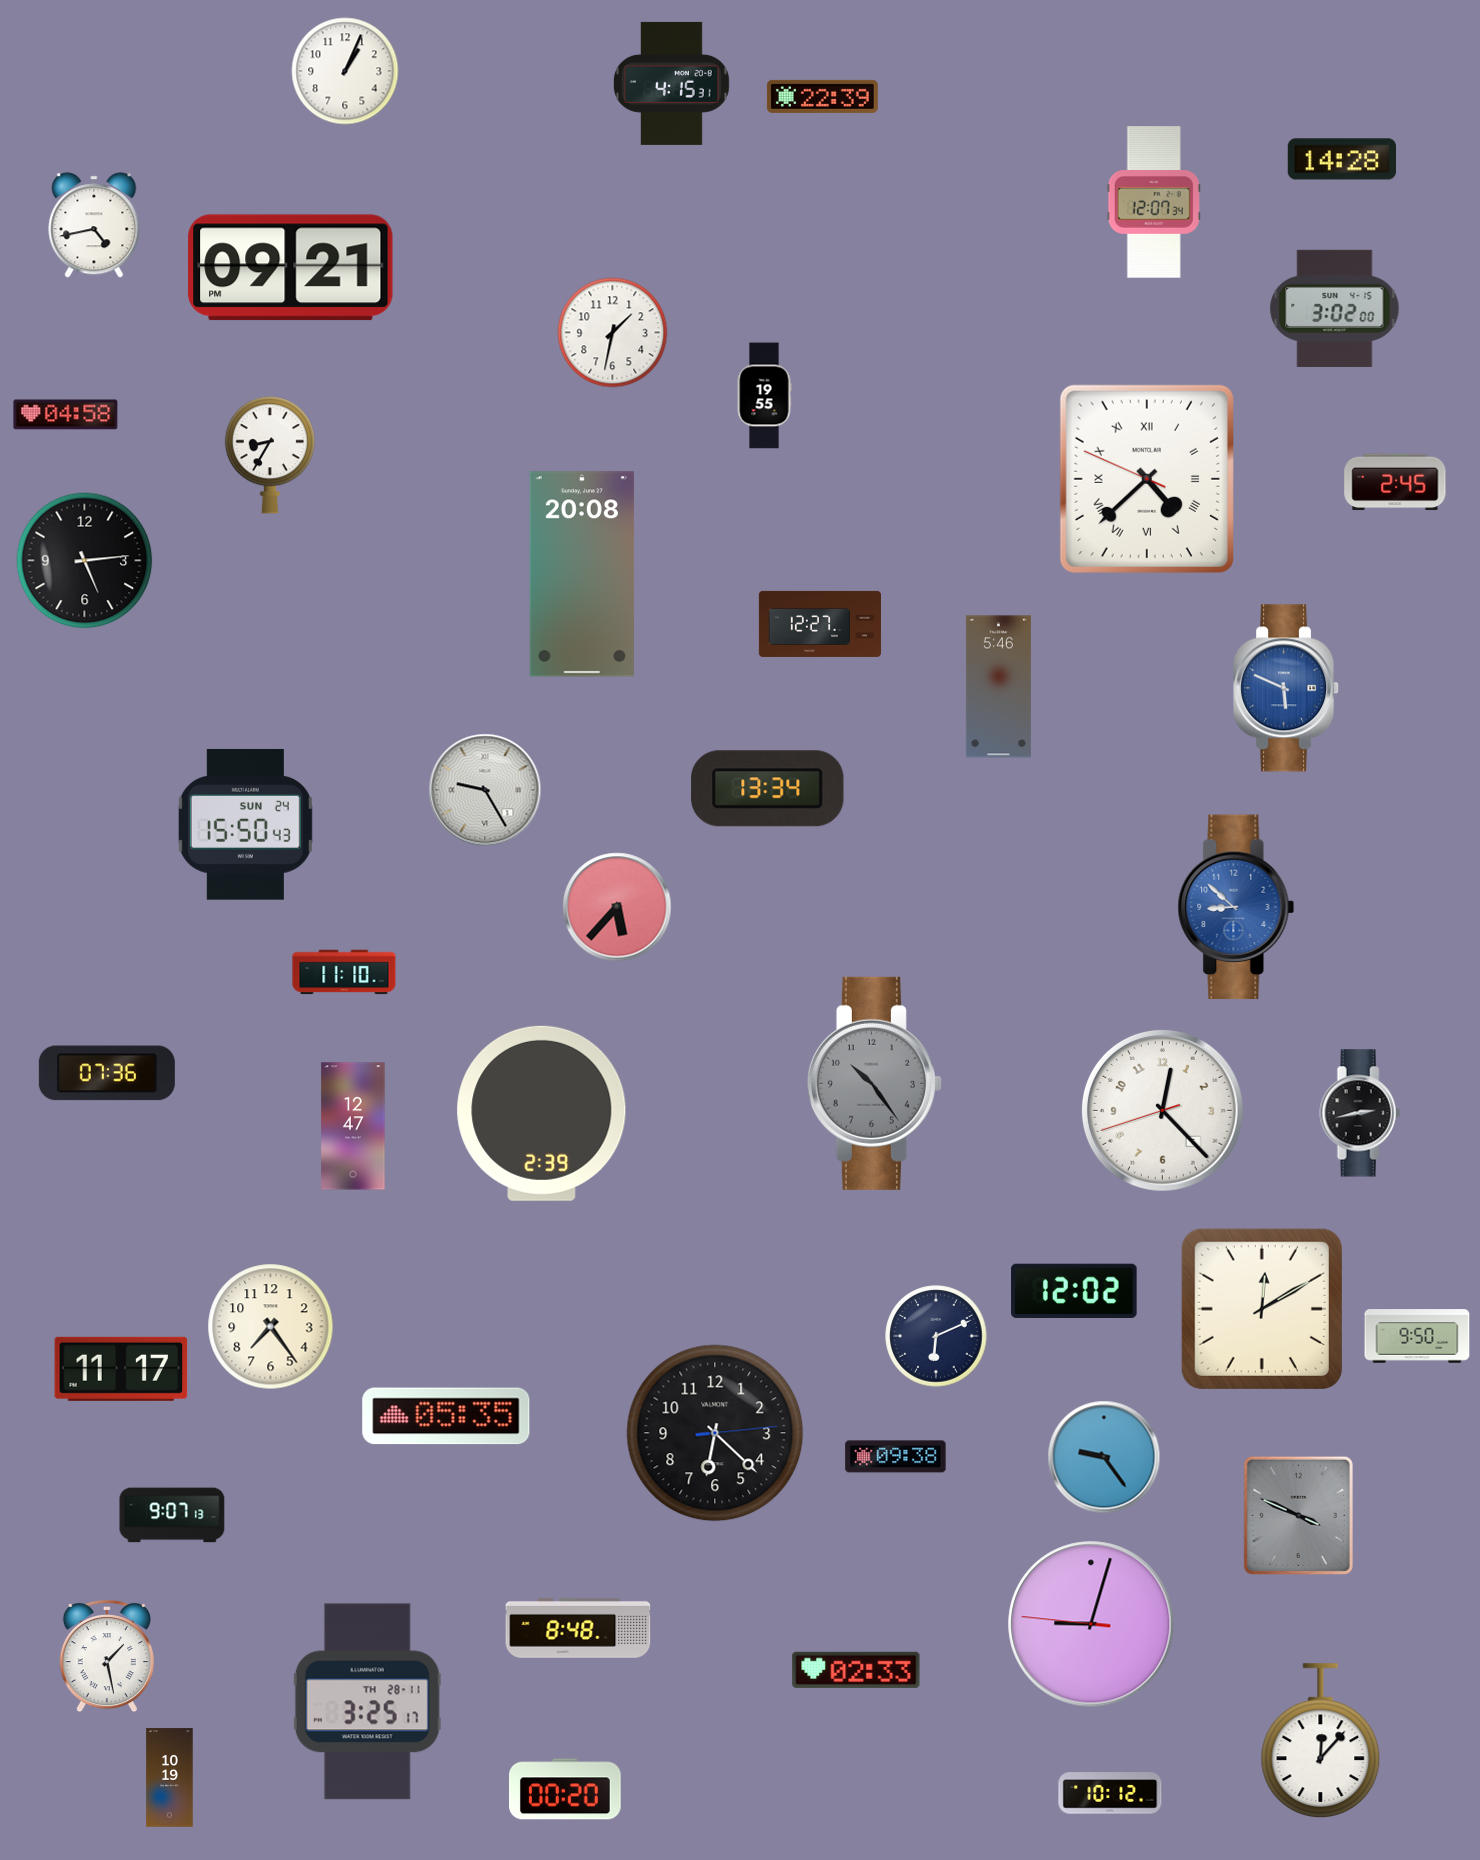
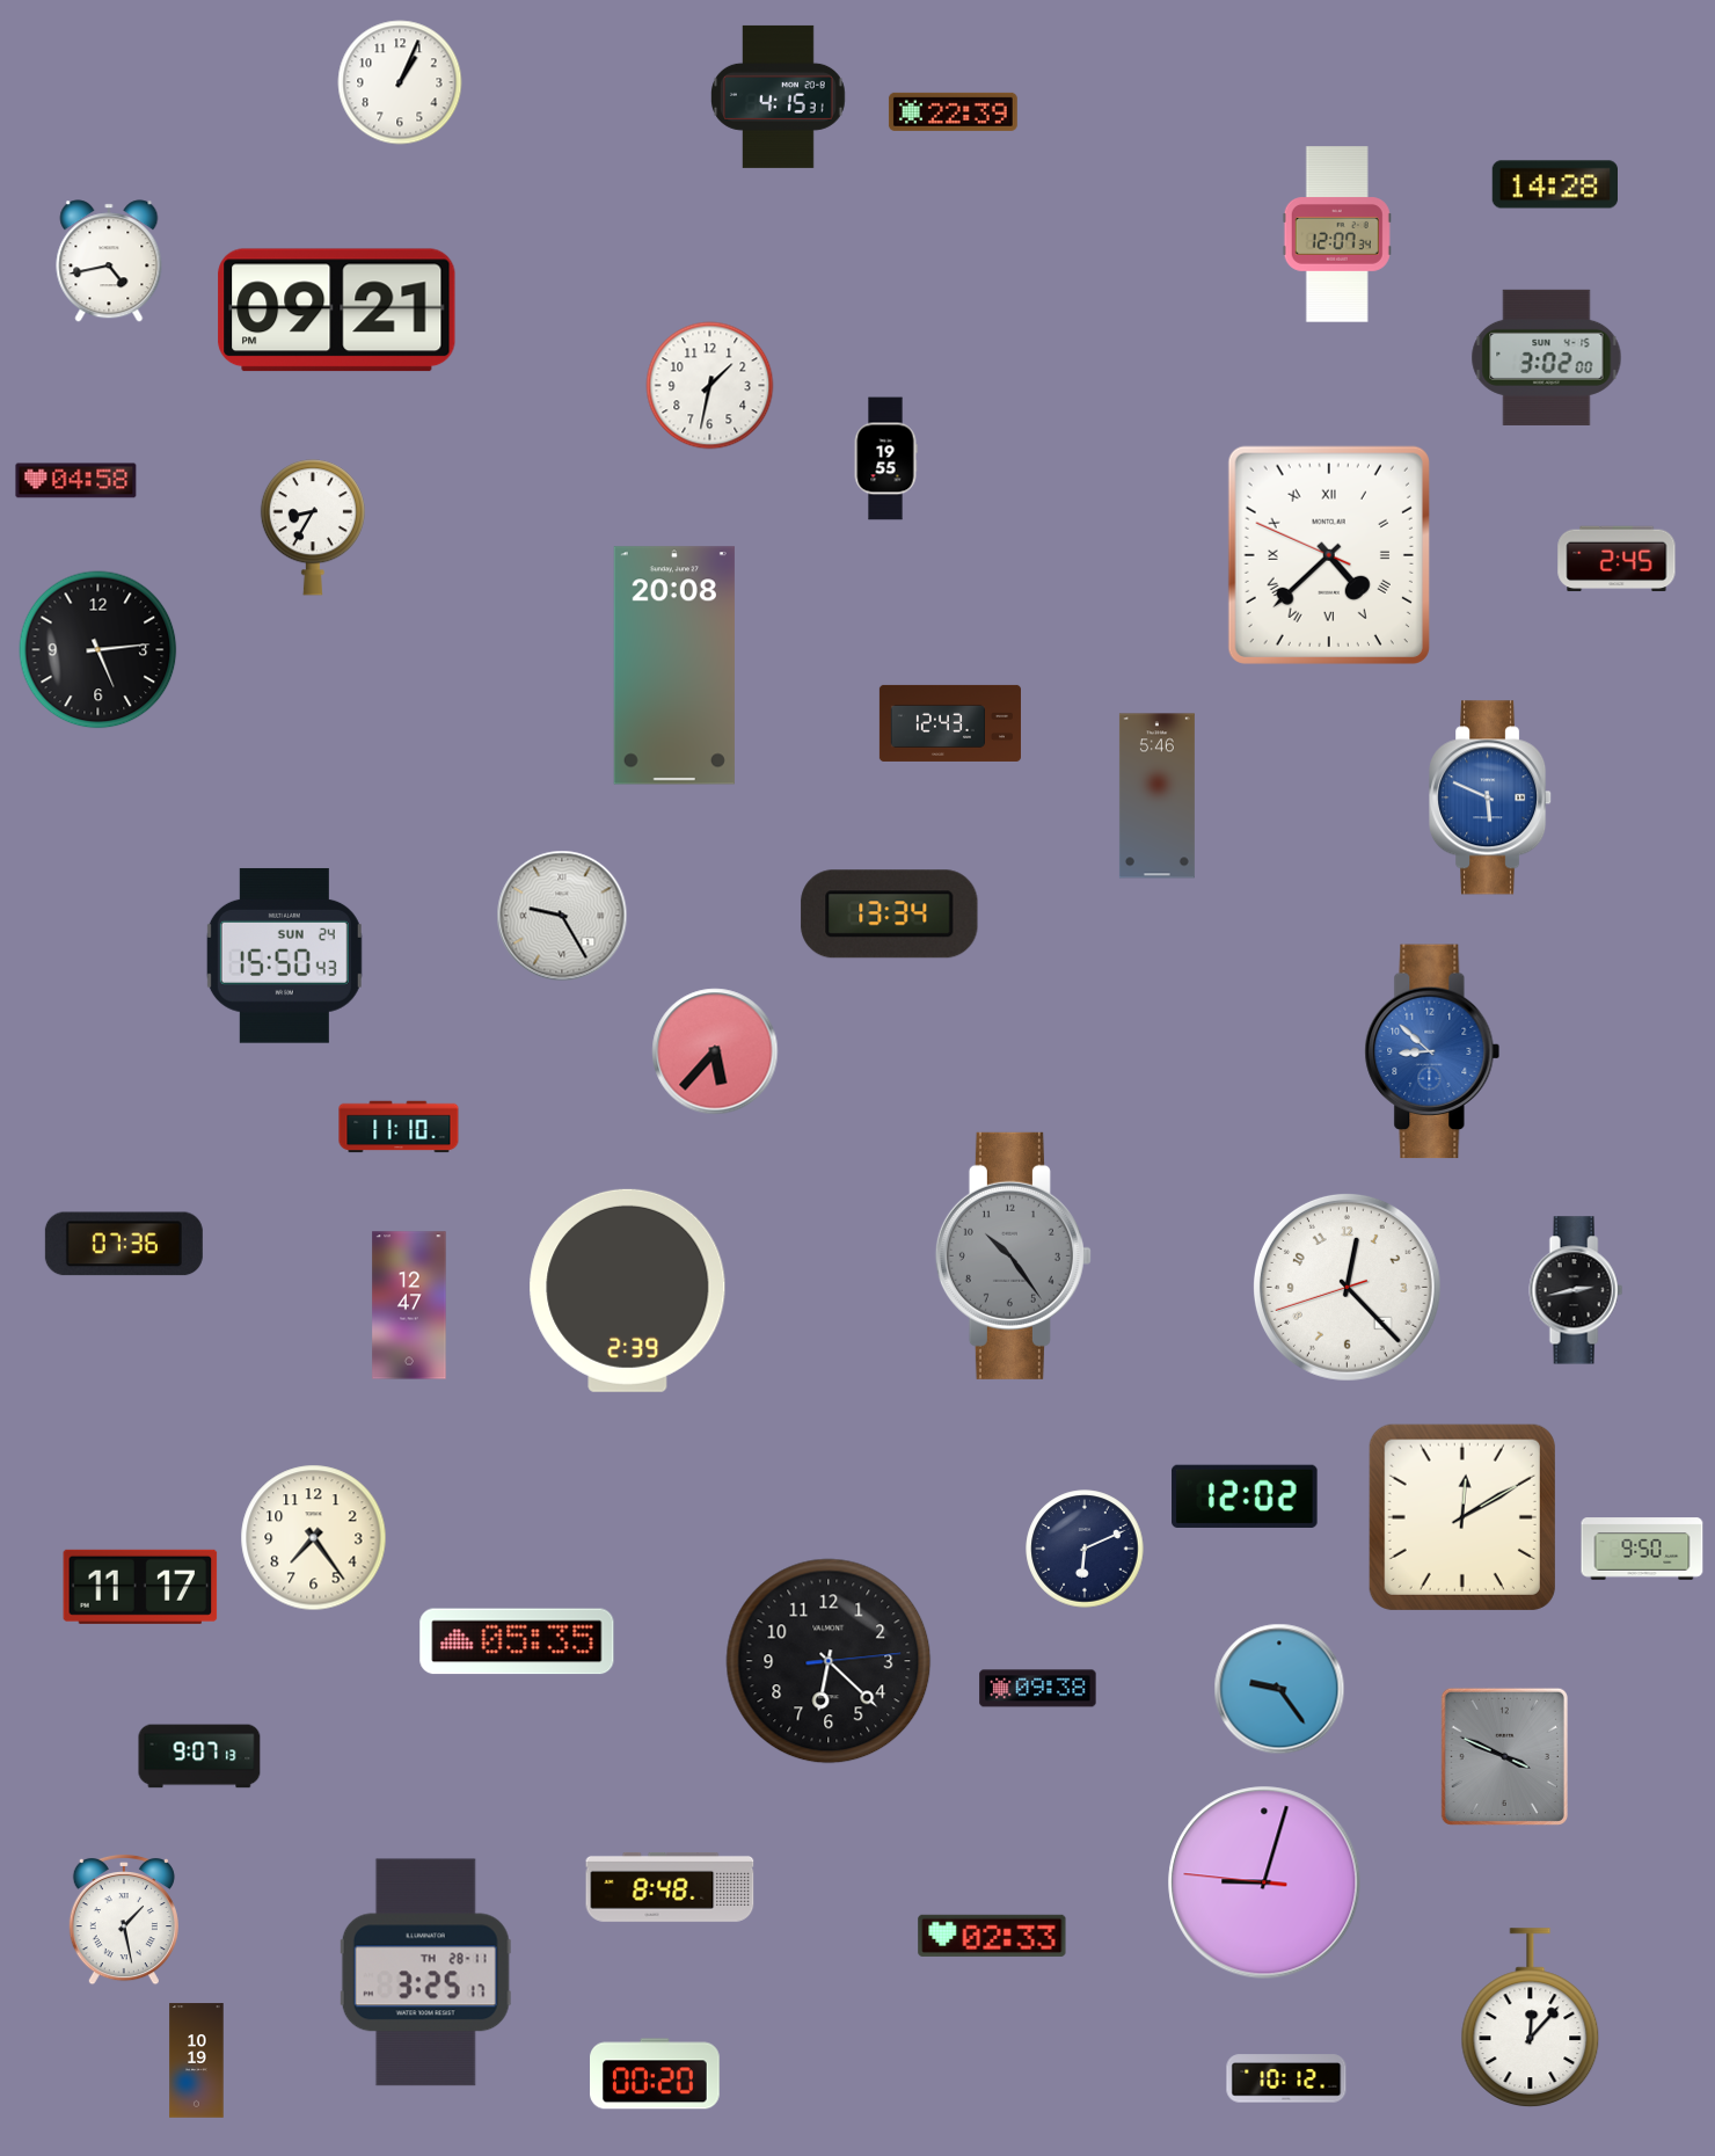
clock at (820, 624): 12:27 -> 12:43
